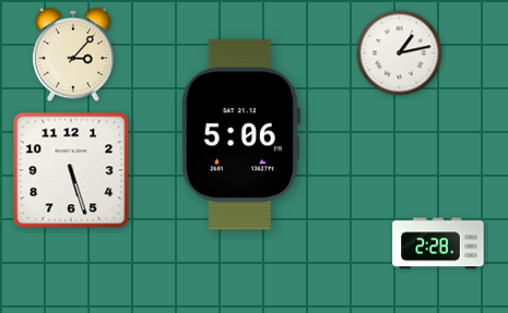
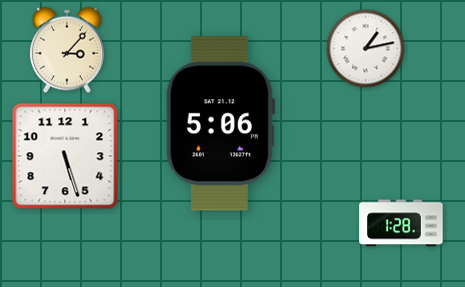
clock at (438, 243): 2:28 -> 1:28
